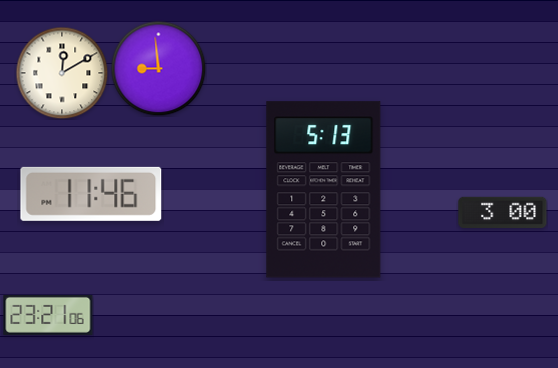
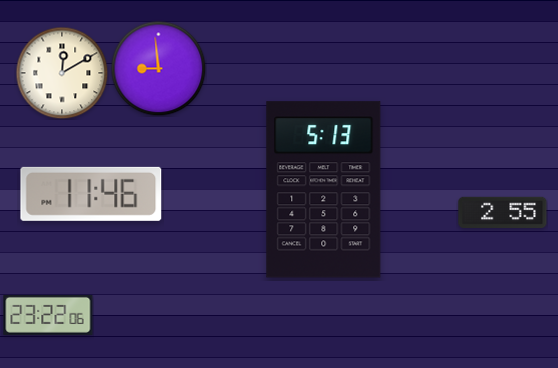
clock at (503, 212): 3:00 -> 2:55
clock at (48, 315): 23:21 -> 23:22
